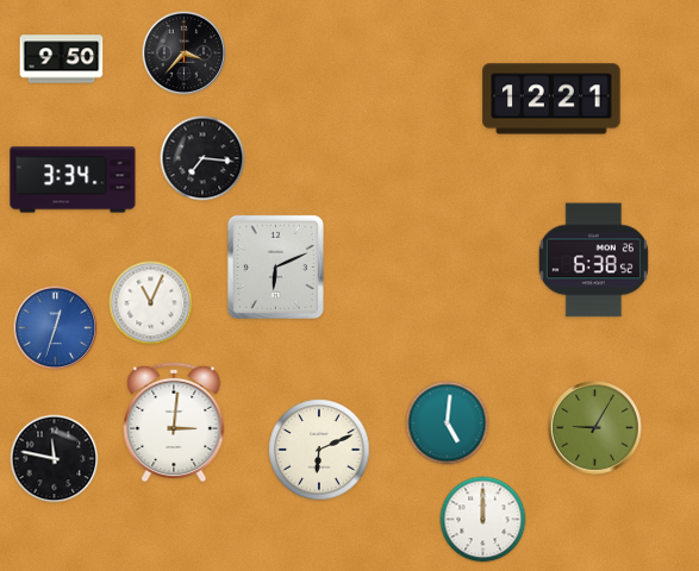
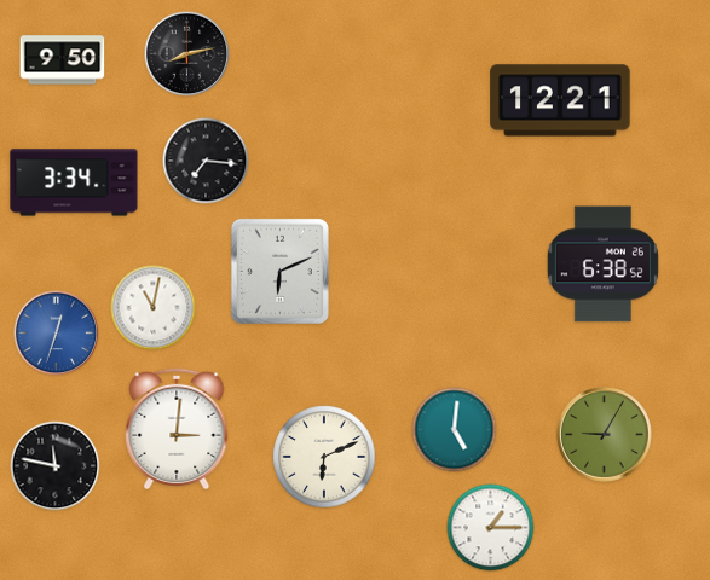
clock at (185, 54): 3:37 -> 8:13
clock at (151, 303): 11:04 -> 11:02
clock at (483, 520): 12:00 -> 1:15
